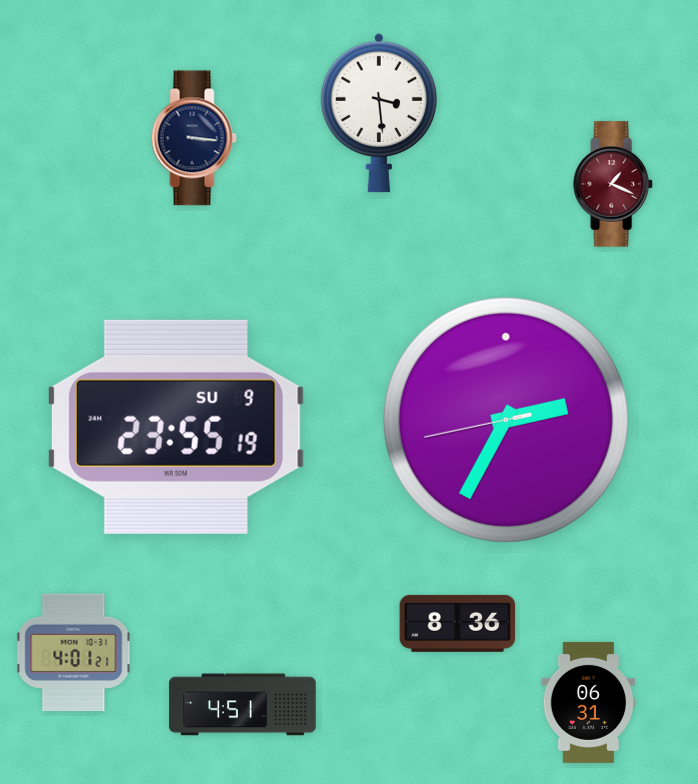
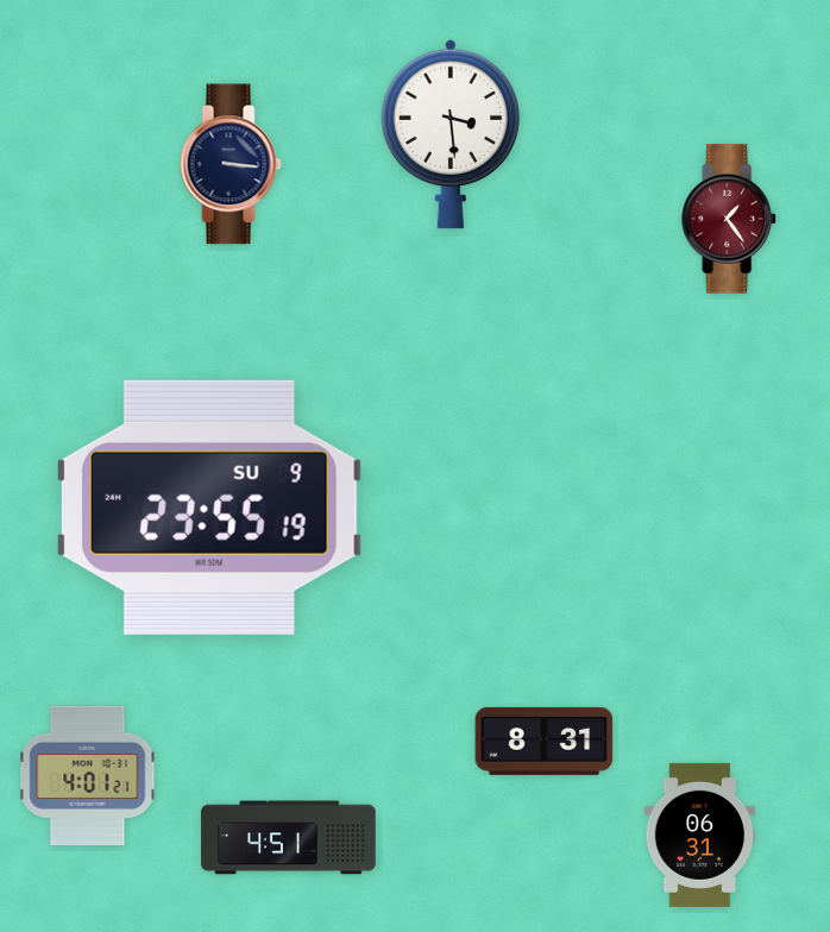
clock at (613, 184): 1:19 -> 1:24
clock at (506, 420): 2:34 -> none
clock at (458, 623): 8:36 -> 8:31
